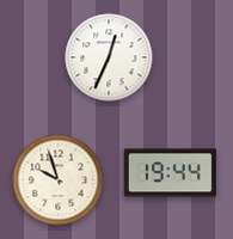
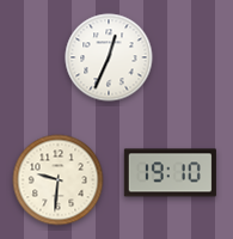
clock at (170, 173): 19:44 -> 19:10
clock at (59, 180): 9:57 -> 9:31
